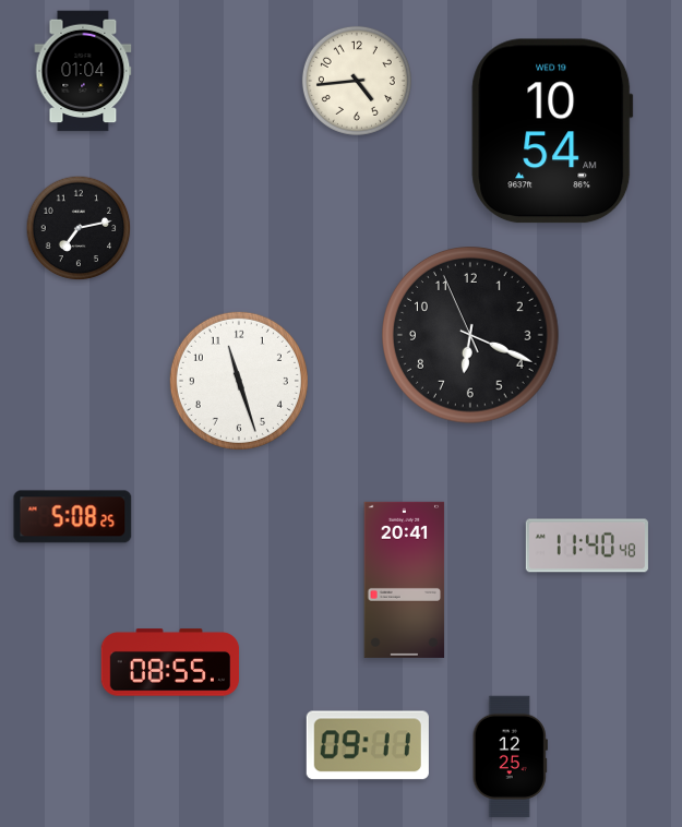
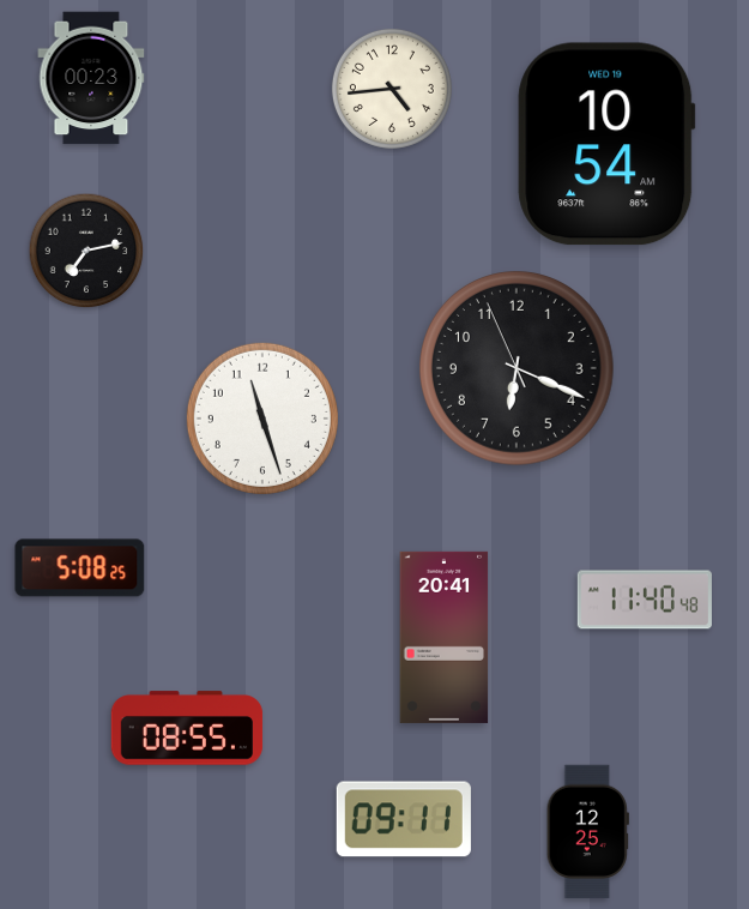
clock at (83, 71): 01:04 -> 00:23
clock at (510, 756) position: (510, 756) -> (587, 831)
